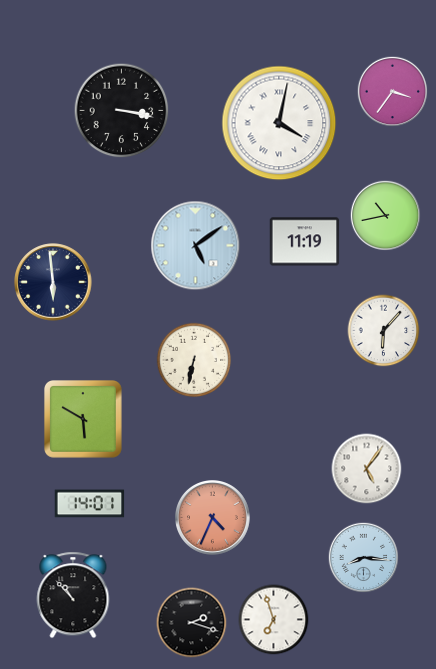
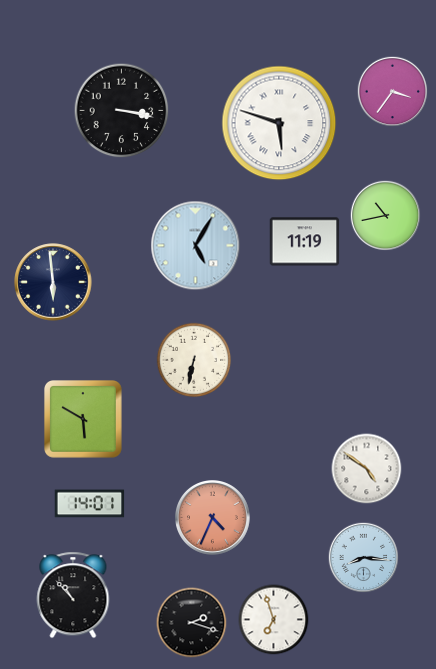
clock at (279, 123): 4:02 -> 5:48
clock at (196, 246): 5:09 -> 5:05
clock at (384, 331): 6:07 -> none
clock at (367, 469): 5:06 -> 4:51
